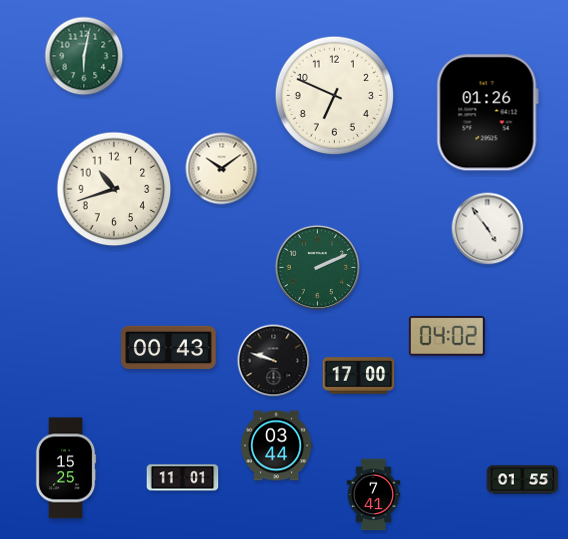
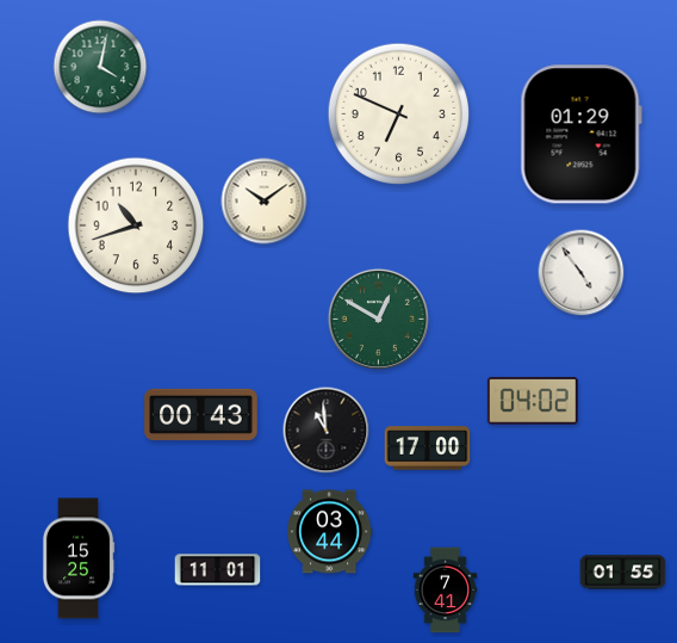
clock at (84, 56): 6:02 -> 4:02
clock at (487, 113): 01:26 -> 01:29
clock at (317, 267): 2:11 -> 12:50
clock at (274, 361): 9:48 -> 10:59
